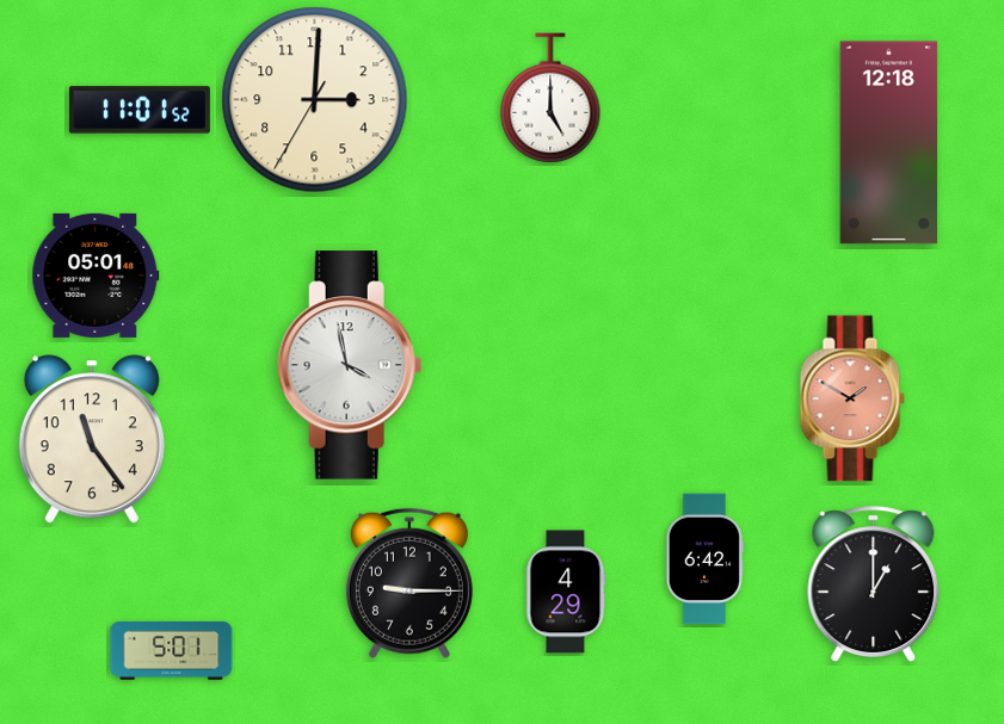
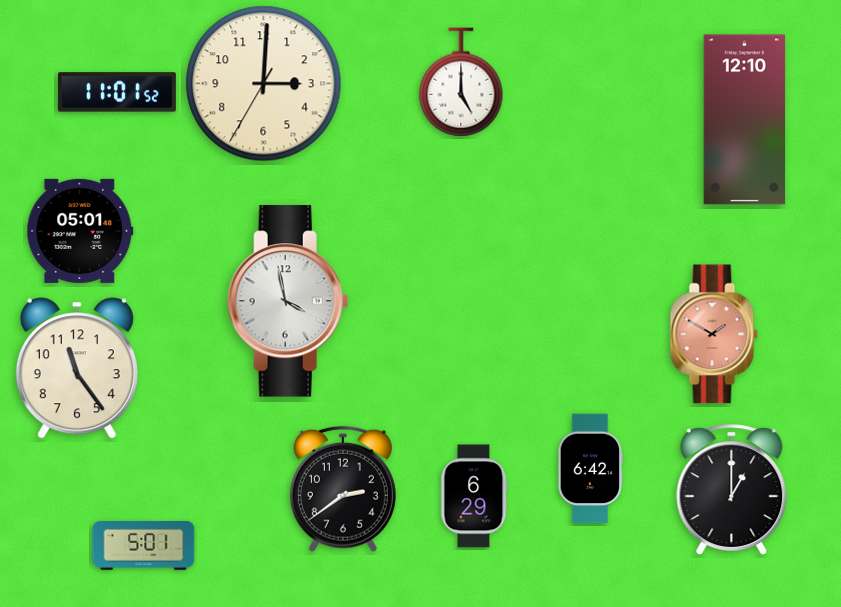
clock at (889, 143): 12:18 -> 12:10
clock at (350, 365) position: (350, 365) -> (288, 301)
clock at (409, 583): 9:15 -> 2:39
clock at (566, 592): 4:29 -> 6:29
